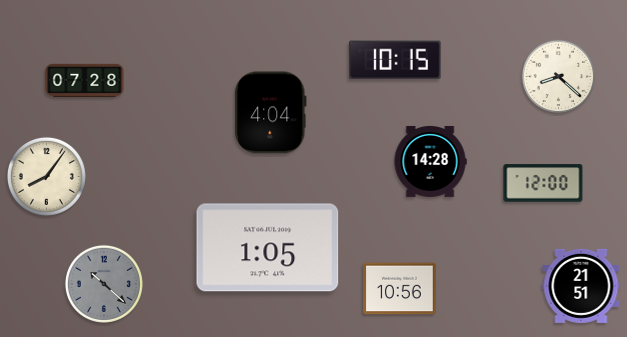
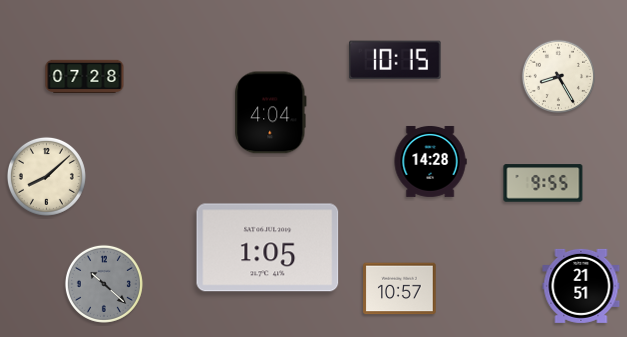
clock at (558, 76): 8:22 -> 8:25
clock at (85, 81) position: (85, 81) -> (85, 77)
clock at (46, 176): 8:06 -> 8:08
clock at (543, 183): 12:00 -> 9:55
clock at (400, 289): 10:56 -> 10:57
